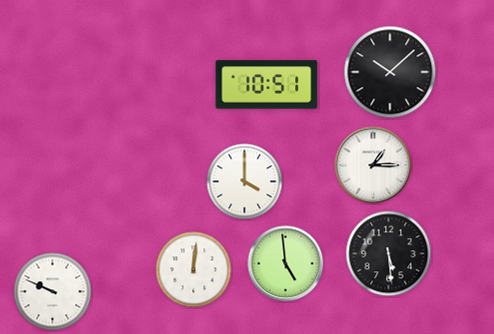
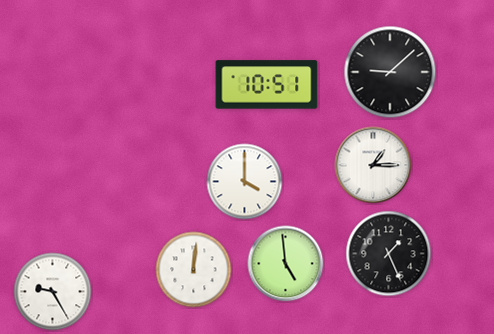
clock at (390, 72): 10:08 -> 9:08
clock at (389, 254): 5:29 -> 1:26
clock at (53, 292): 9:49 -> 9:25
